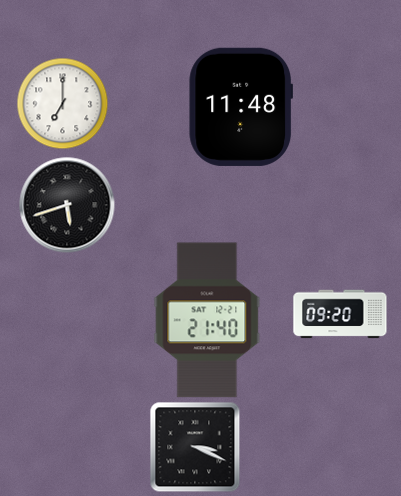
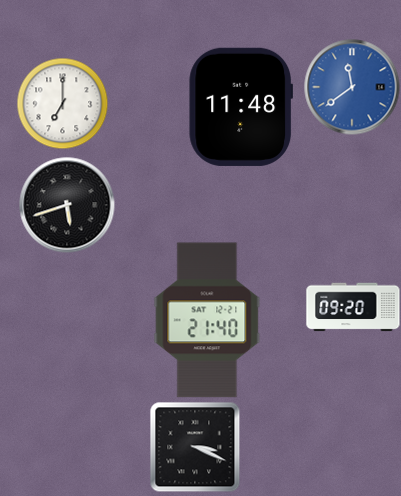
clock at (352, 87): none -> 11:39
clock at (340, 314) position: (340, 314) -> (353, 307)
